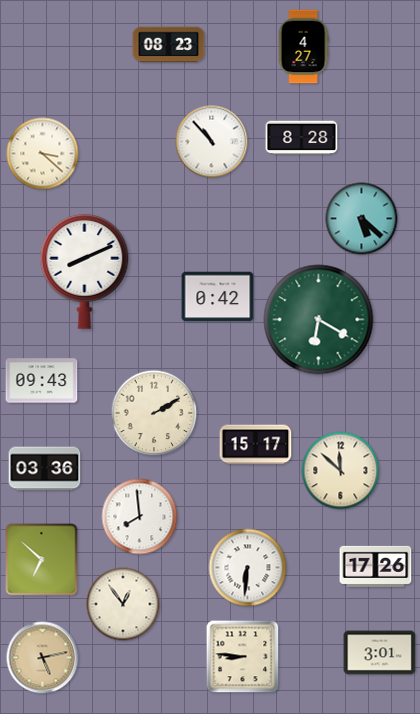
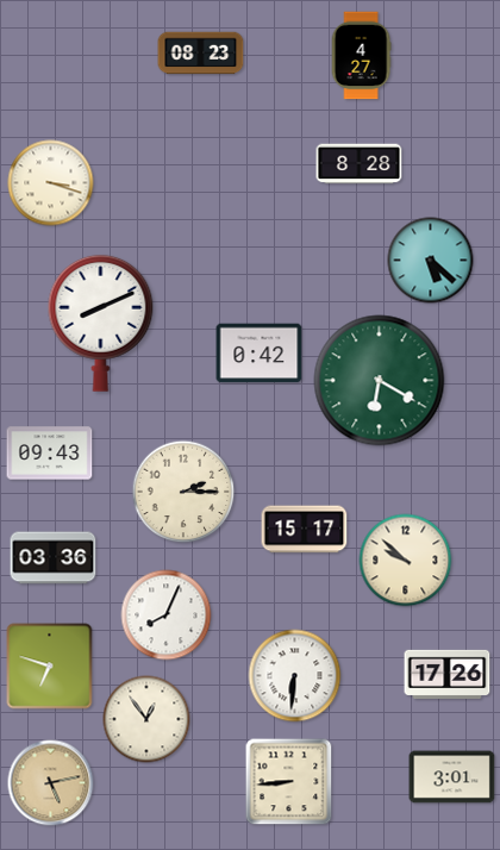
clock at (212, 142): 10:53 -> none
clock at (43, 154): 3:22 -> 3:18
clock at (154, 413): 2:10 -> 2:15
clock at (341, 471): 11:52 -> 9:52
clock at (140, 517): 7:59 -> 8:04
clock at (42, 560): 6:52 -> 6:48
clock at (243, 657): 8:46 -> 8:44
